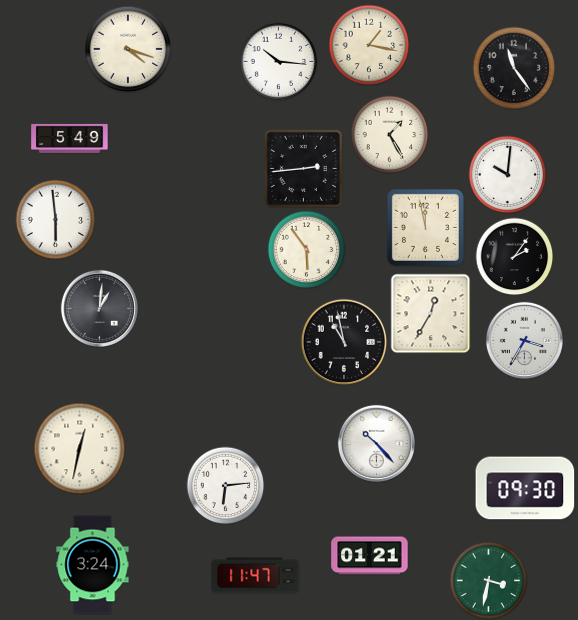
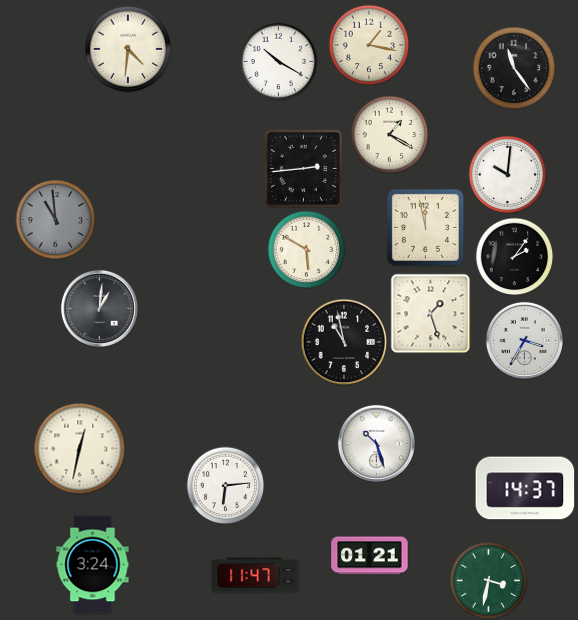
clock at (128, 49): 4:18 -> 4:31
clock at (278, 61): 10:16 -> 10:20
clock at (389, 134): 1:25 -> 1:20
clock at (70, 138): 5:49 -> none
clock at (55, 219): 5:59 -> 10:59
clock at (55, 219) dial: white -> grey
clock at (306, 249): 5:54 -> 5:50
clock at (430, 313): 12:35 -> 1:27
clock at (376, 443): 10:23 -> 10:27
clock at (525, 488): 09:30 -> 14:37
